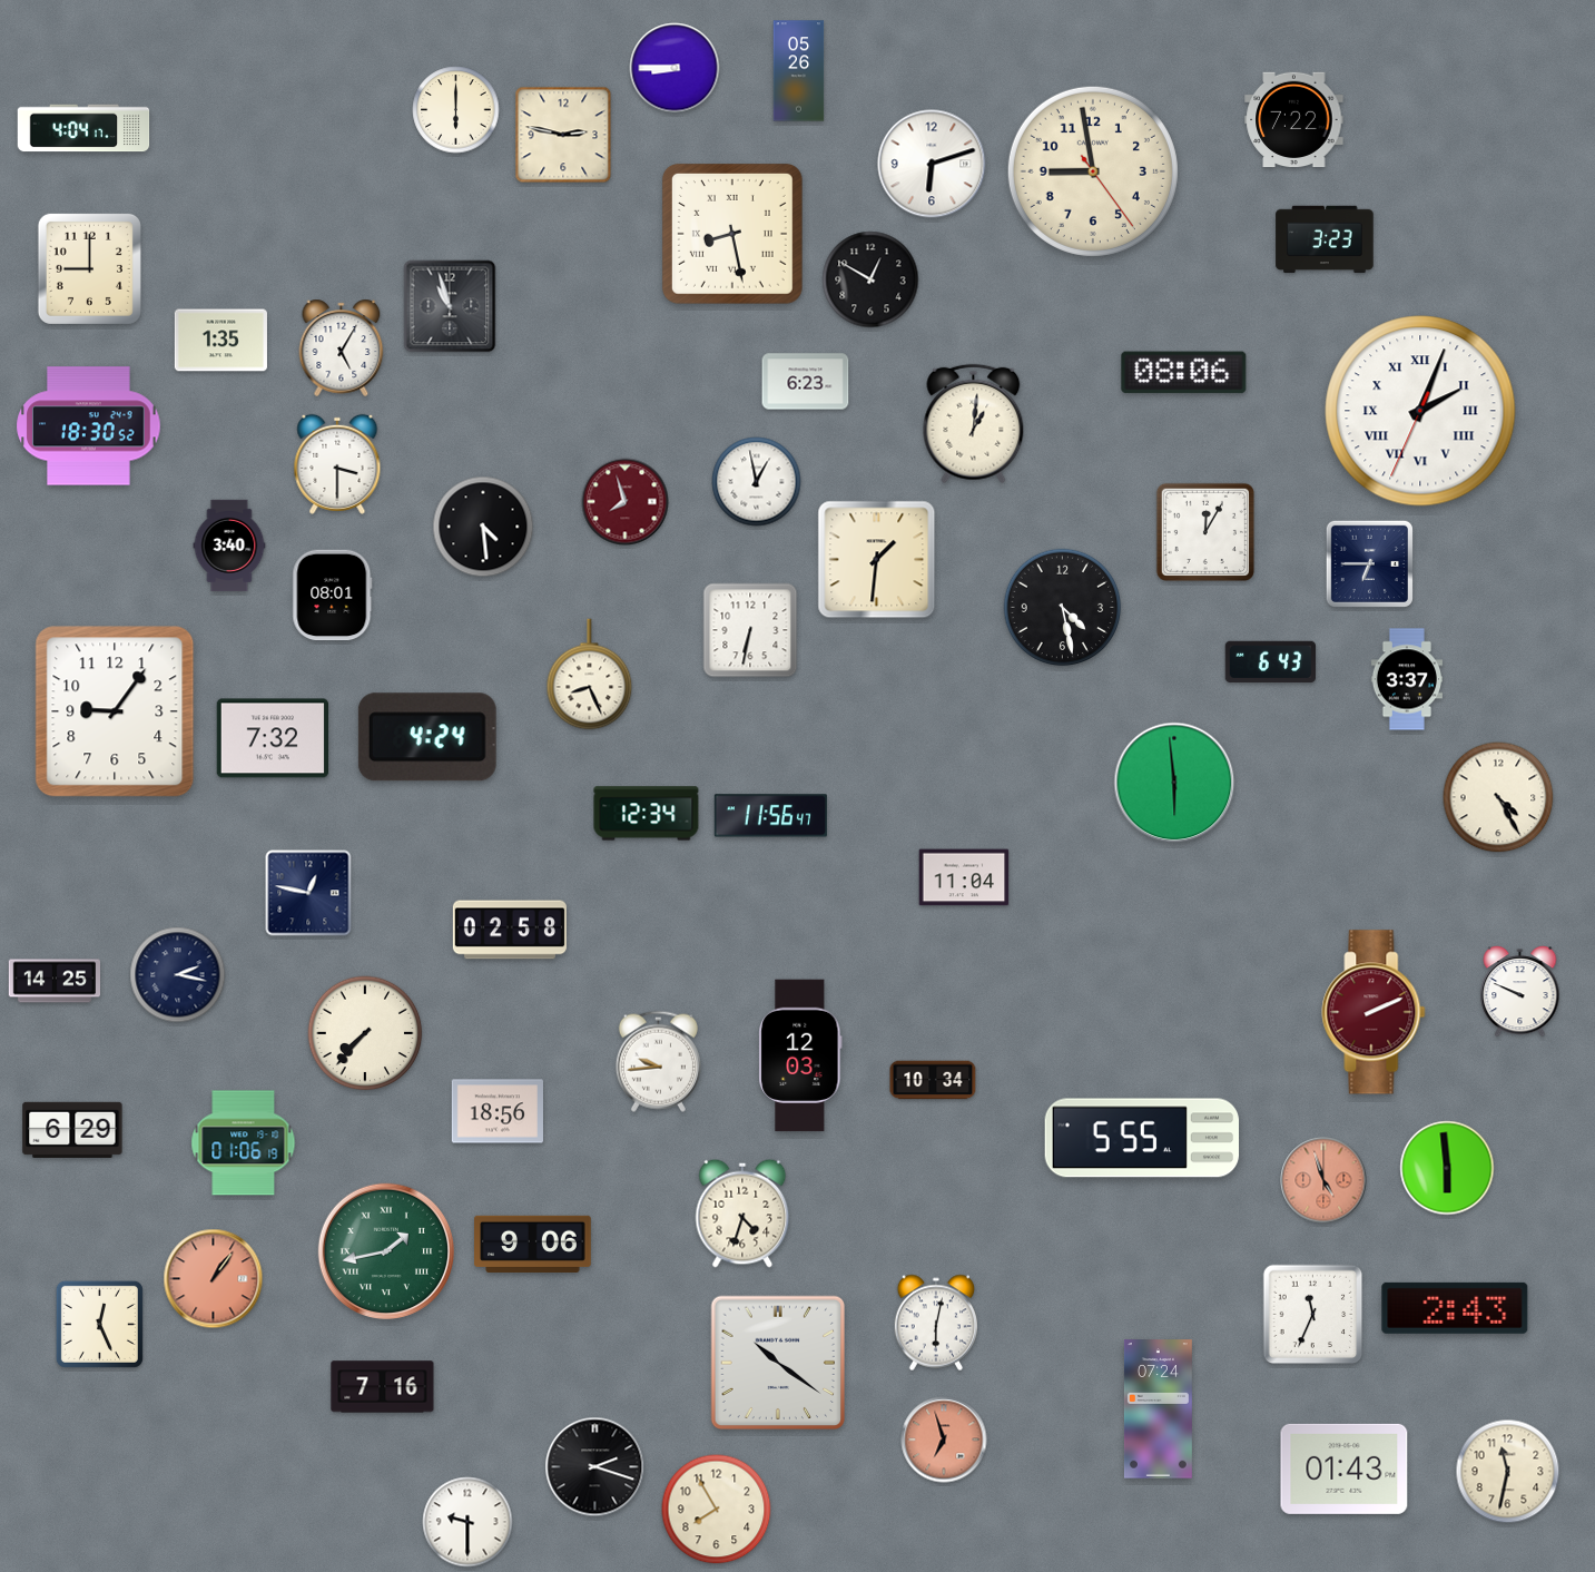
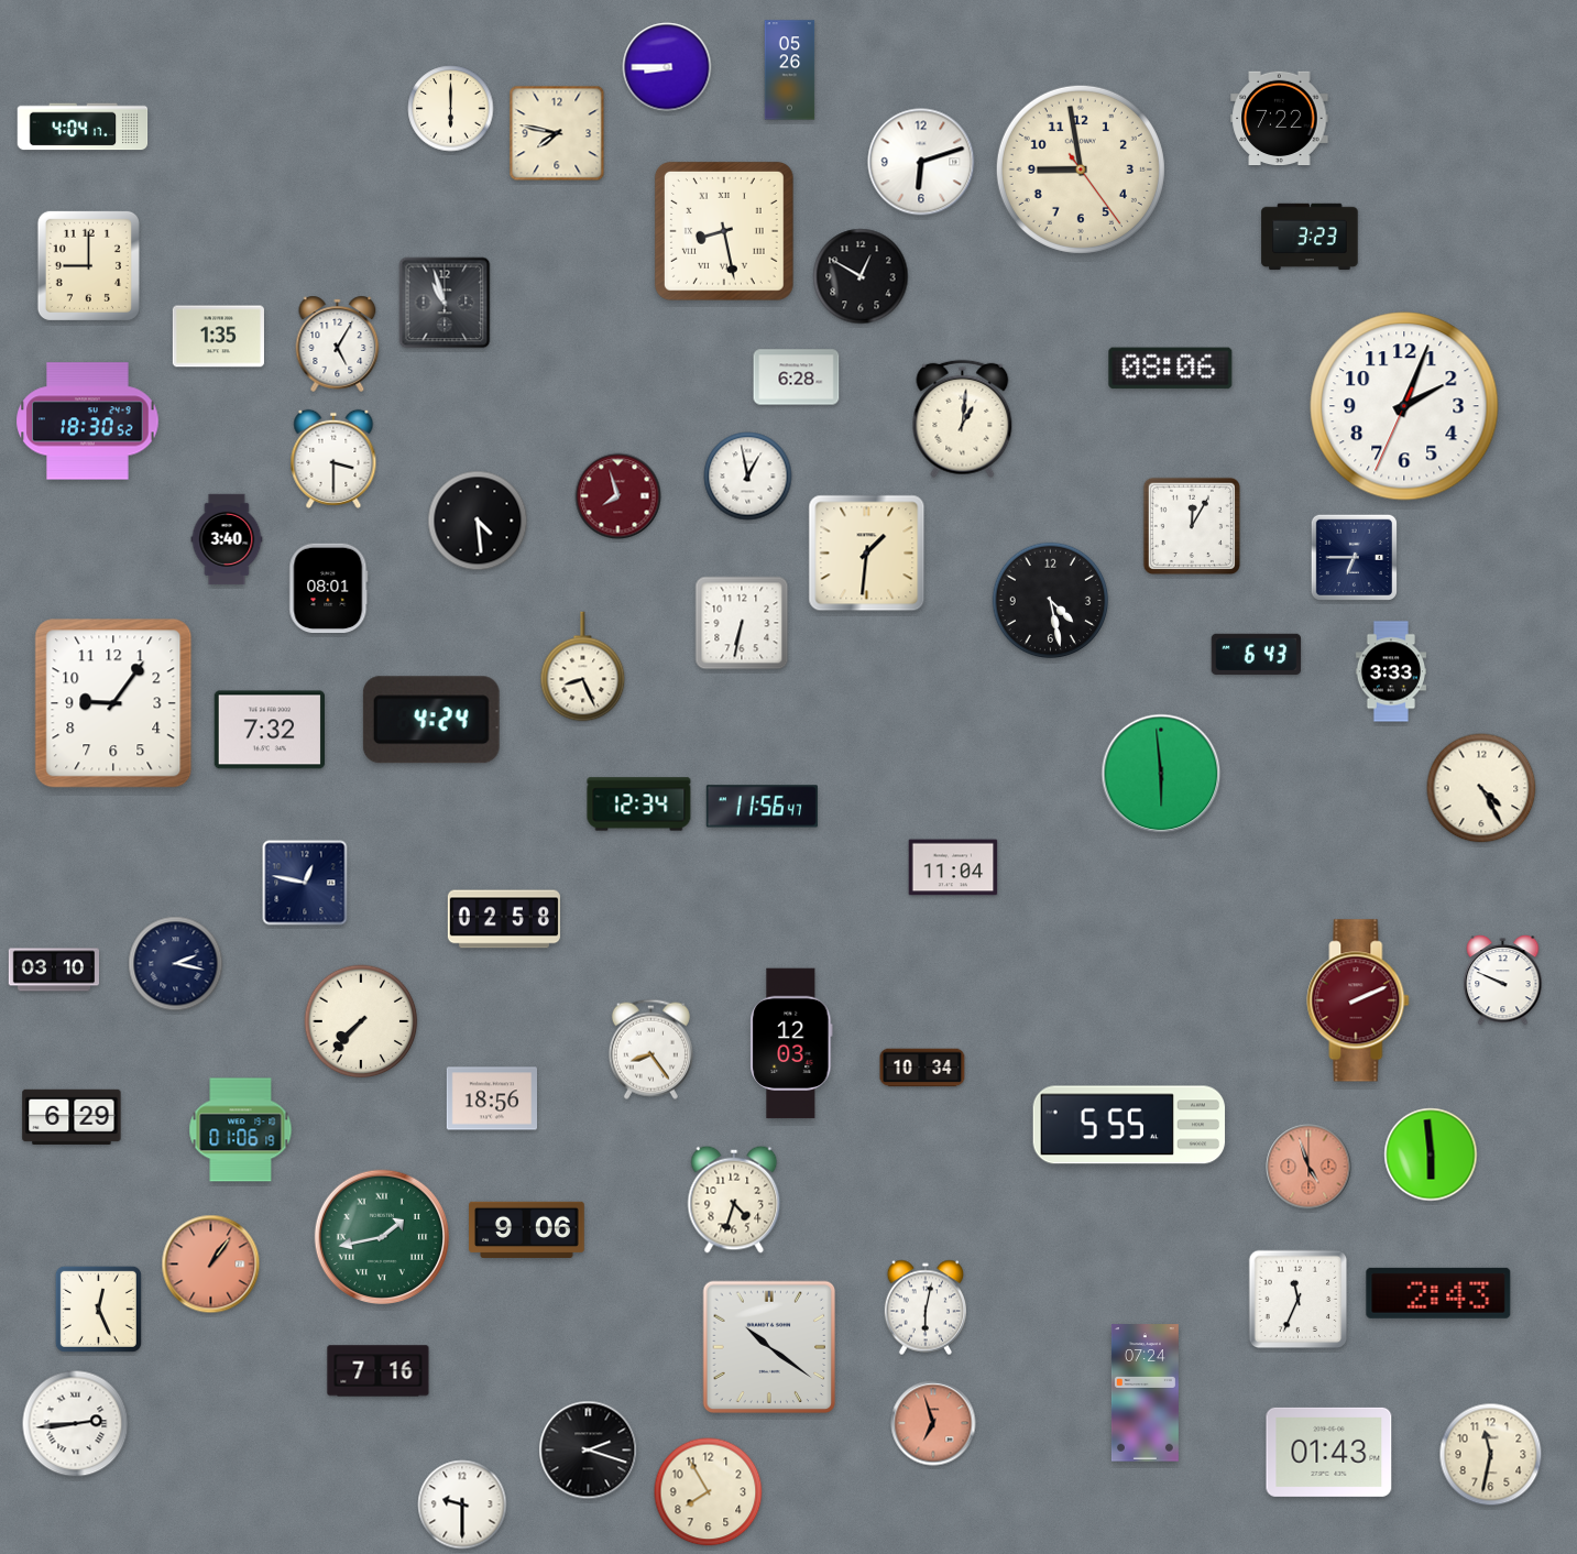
clock at (563, 135): 2:47 -> 7:47
clock at (806, 382): 6:23 -> 6:28
clock at (1420, 411) numerals: Roman -> Arabic
clock at (1406, 679): 3:37 -> 3:33
clock at (427, 737) position: (427, 737) -> (431, 720)
clock at (55, 981): 14:25 -> 03:10
clock at (658, 1061): 9:44 -> 8:24
clock at (76, 1424): none -> 2:44
